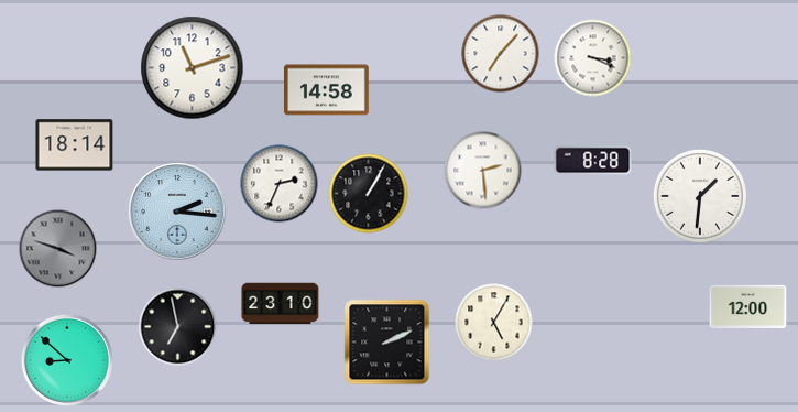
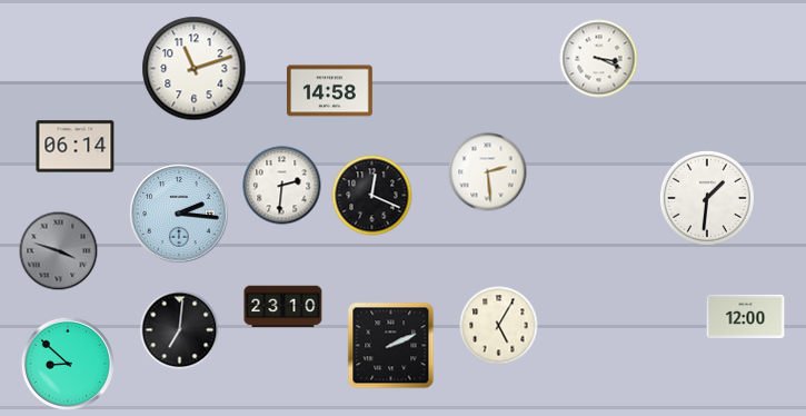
clock at (501, 54): 7:07 -> none
clock at (75, 145): 18:14 -> 06:14
clock at (593, 161): 8:28 -> none
clock at (280, 184): 2:34 -> 2:31
clock at (369, 194): 1:05 -> 12:19
clock at (748, 306) position: (748, 306) -> (746, 316)
clock at (178, 327): 6:58 -> 7:01
